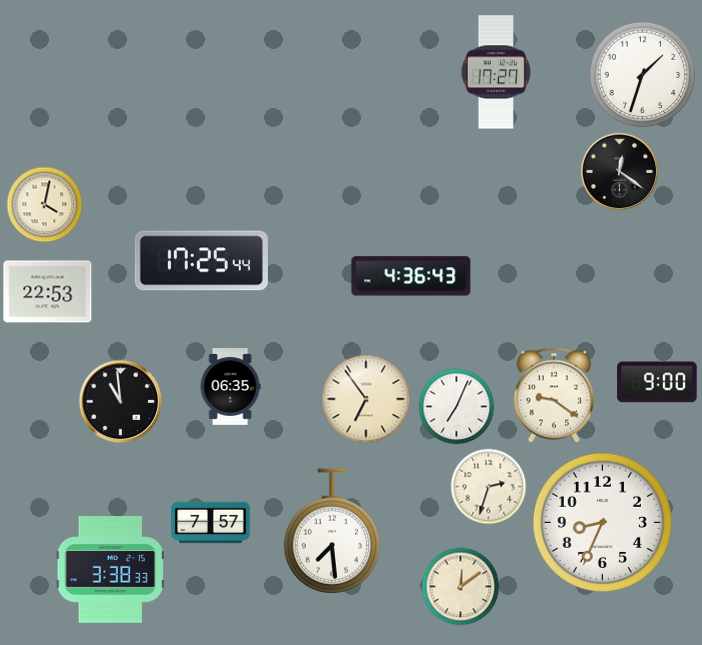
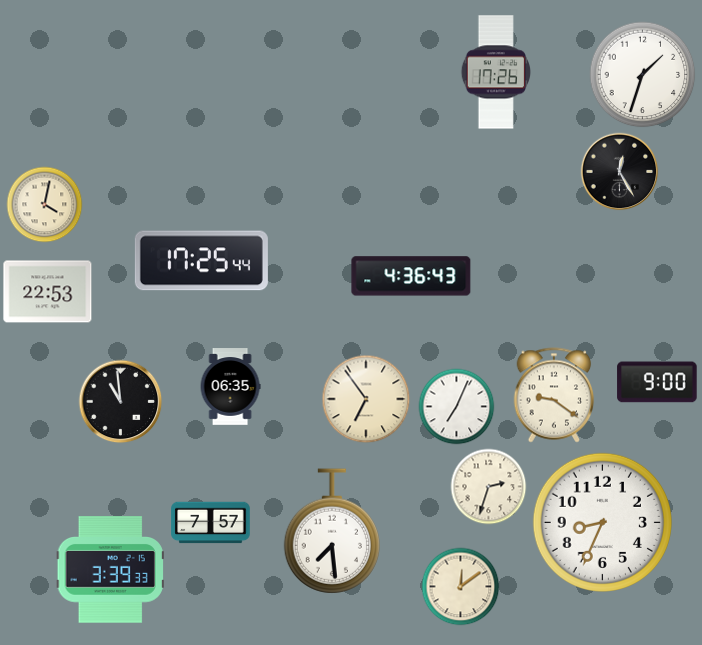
clock at (495, 72): 17:27 -> 17:26
clock at (620, 172): 12:21 -> 12:25
clock at (110, 570): 3:38 -> 3:39
